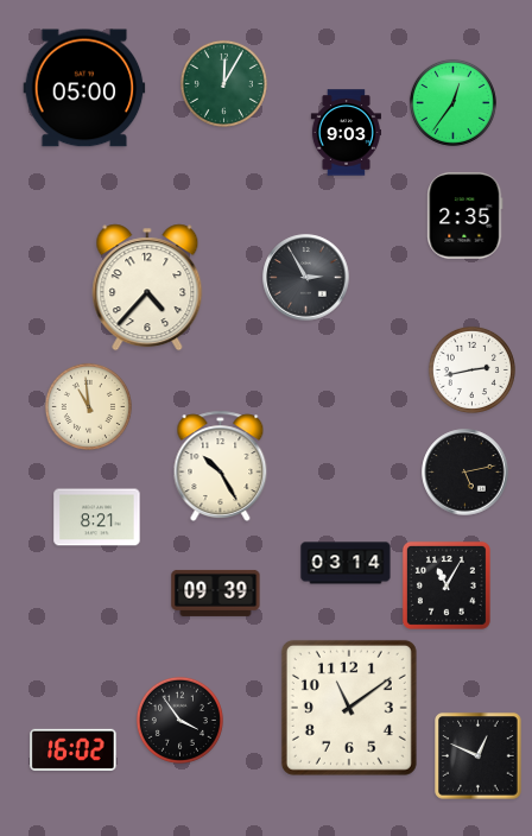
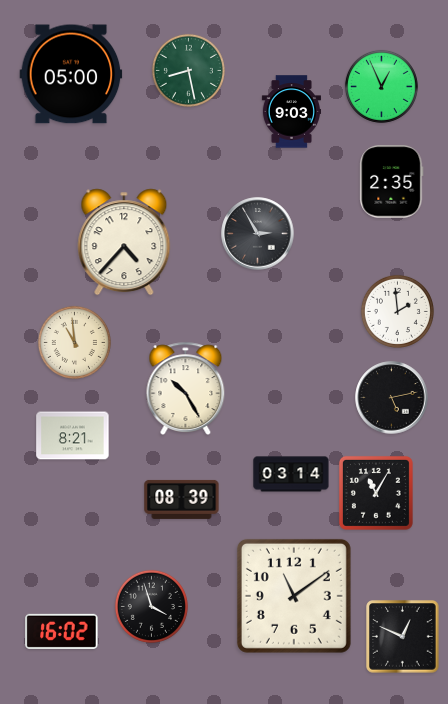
clock at (223, 83): 12:05 -> 8:28
clock at (452, 102): 12:36 -> 12:56
clock at (471, 369): 2:43 -> 1:59
clock at (221, 465) position: (221, 465) -> (186, 388)
clock at (97, 518) position: (97, 518) -> (73, 436)
clock at (216, 593): 09:39 -> 08:39
clock at (179, 720): 3:54 -> 3:57
